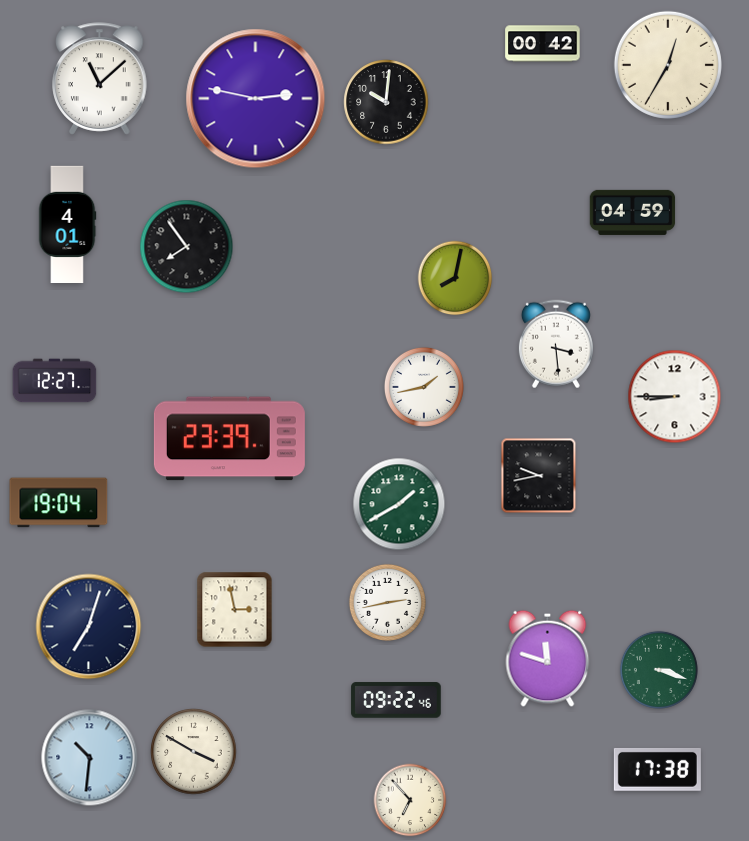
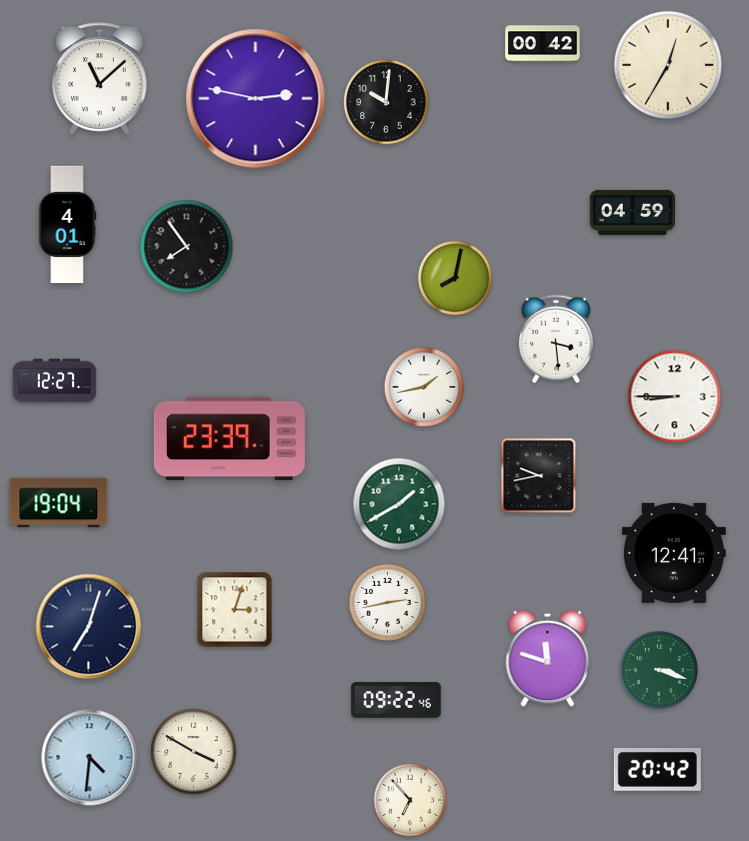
clock at (556, 344) position: (556, 344) -> (556, 339)
clock at (674, 553): none -> 12:41
clock at (235, 610): 2:58 -> 3:03
clock at (90, 758): 10:31 -> 4:31
clock at (657, 769): 17:38 -> 20:42
